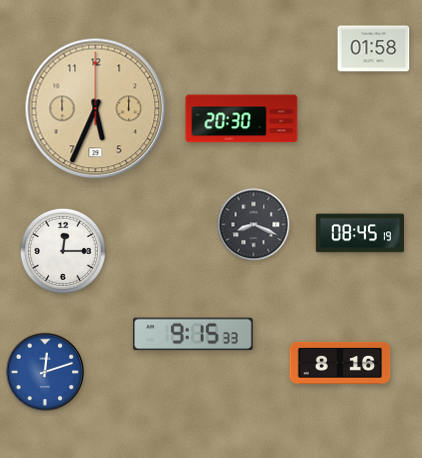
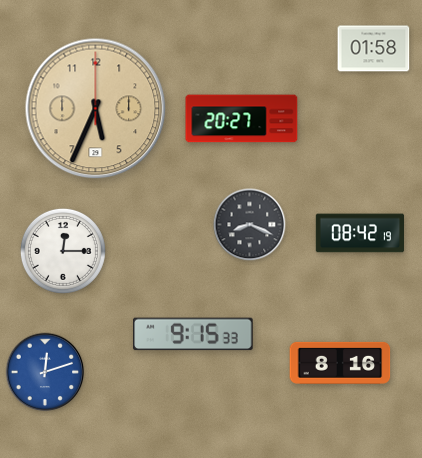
clock at (242, 119): 20:30 -> 20:27
clock at (254, 225) position: (254, 225) -> (250, 225)
clock at (360, 233): 08:45 -> 08:42
